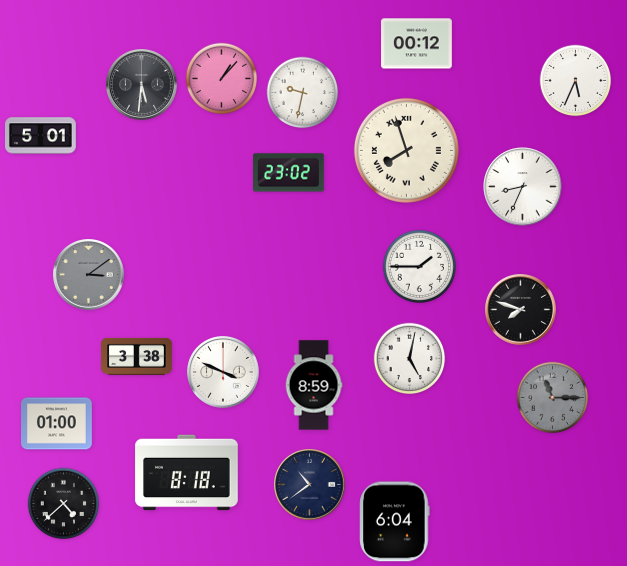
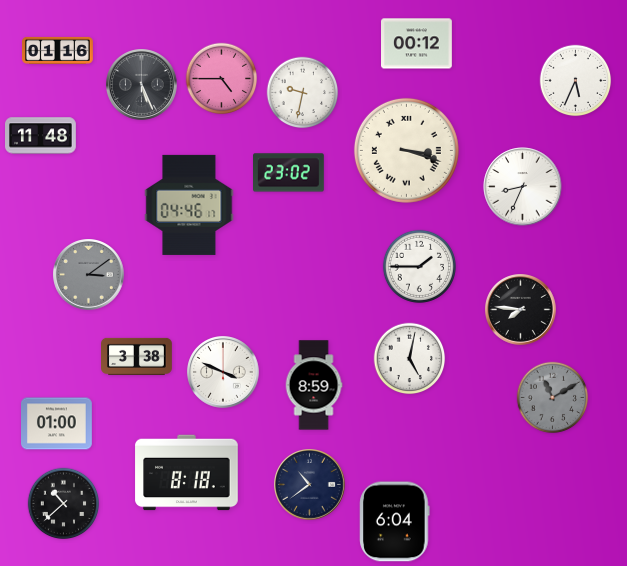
clock at (58, 50): none -> 01:16
clock at (222, 79): 1:07 -> 4:45
clock at (142, 85): 5:31 -> 5:26
clock at (41, 136): 5:01 -> 11:48
clock at (406, 150): 7:57 -> 3:18
clock at (189, 205): none -> 04:46
clock at (521, 310): 7:48 -> 7:46
clock at (553, 398): 11:15 -> 11:10
clock at (64, 504): 4:38 -> 10:38
